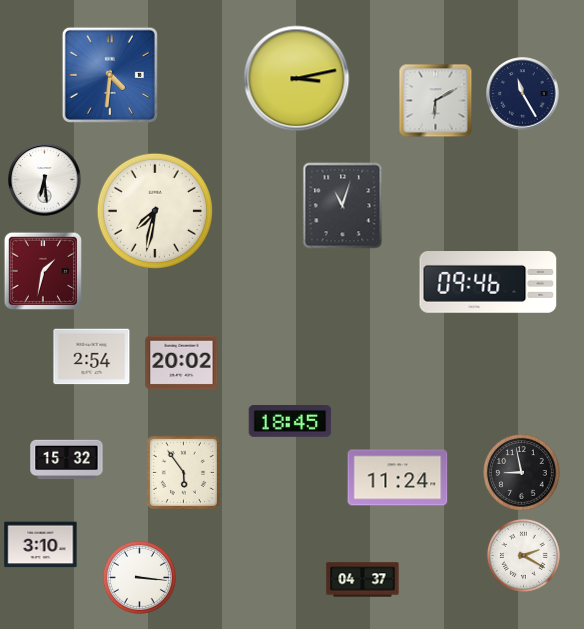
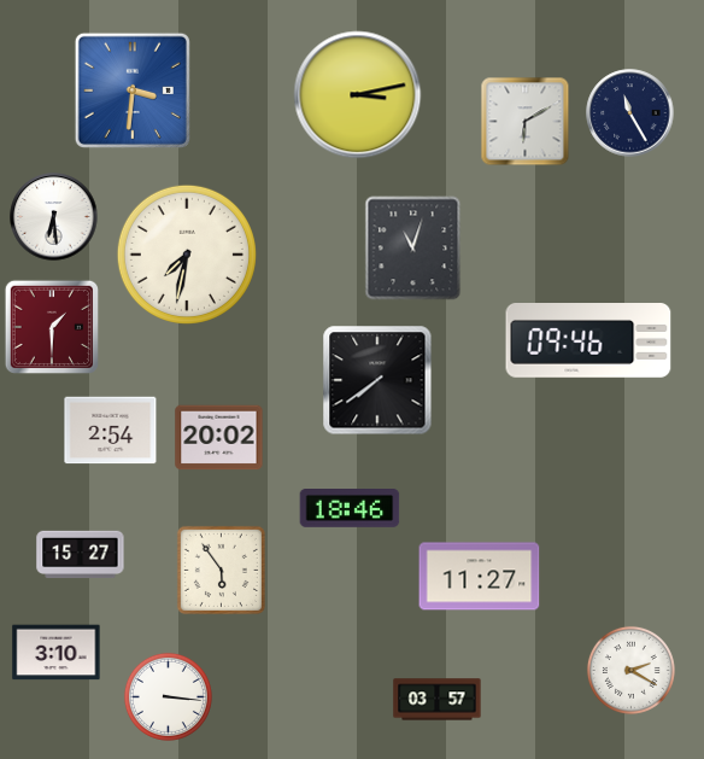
clock at (110, 75): 4:31 -> 3:31
clock at (42, 270): 1:32 -> 1:30
clock at (377, 380): none -> 7:39
clock at (290, 422): 18:45 -> 18:46
clock at (67, 460): 15:32 -> 15:27
clock at (522, 473): 8:58 -> none
clock at (398, 478): 11:24 -> 11:27
clock at (41, 545) position: (41, 545) -> (57, 653)
clock at (363, 580): 04:37 -> 03:57
